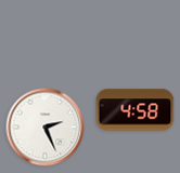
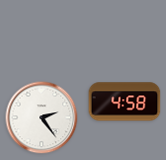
clock at (46, 128): 2:26 -> 2:24
